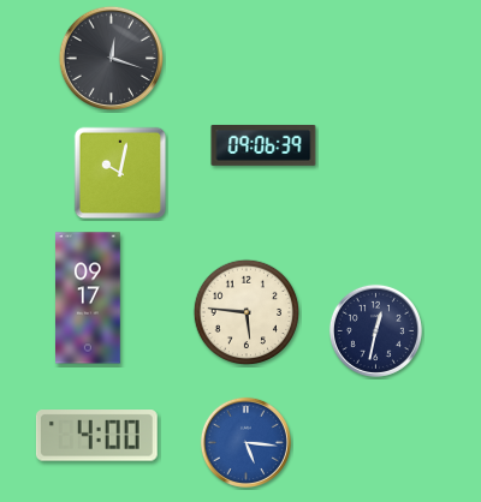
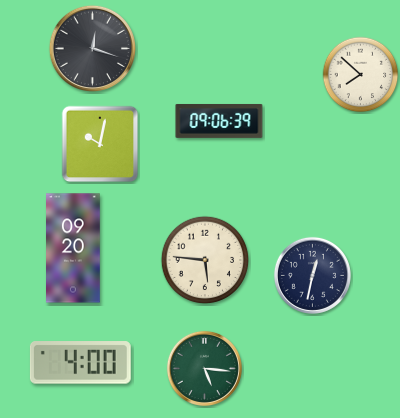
clock at (361, 75): none -> 7:52
clock at (89, 298): 09:17 -> 09:20
clock at (245, 442) dial: blue -> green
